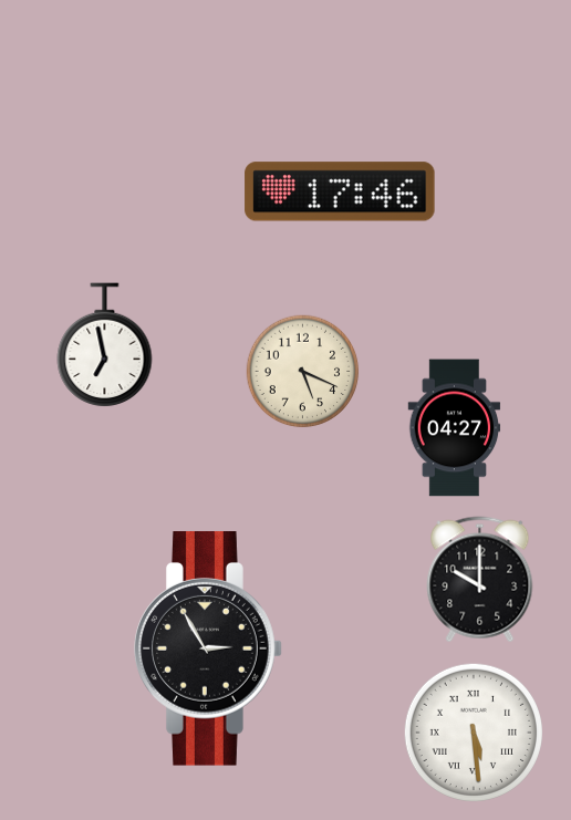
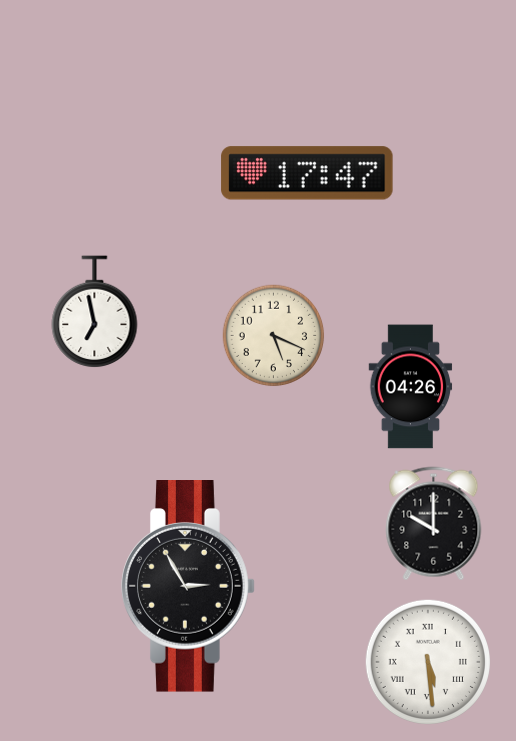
clock at (340, 191): 17:46 -> 17:47
clock at (455, 428): 04:27 -> 04:26
